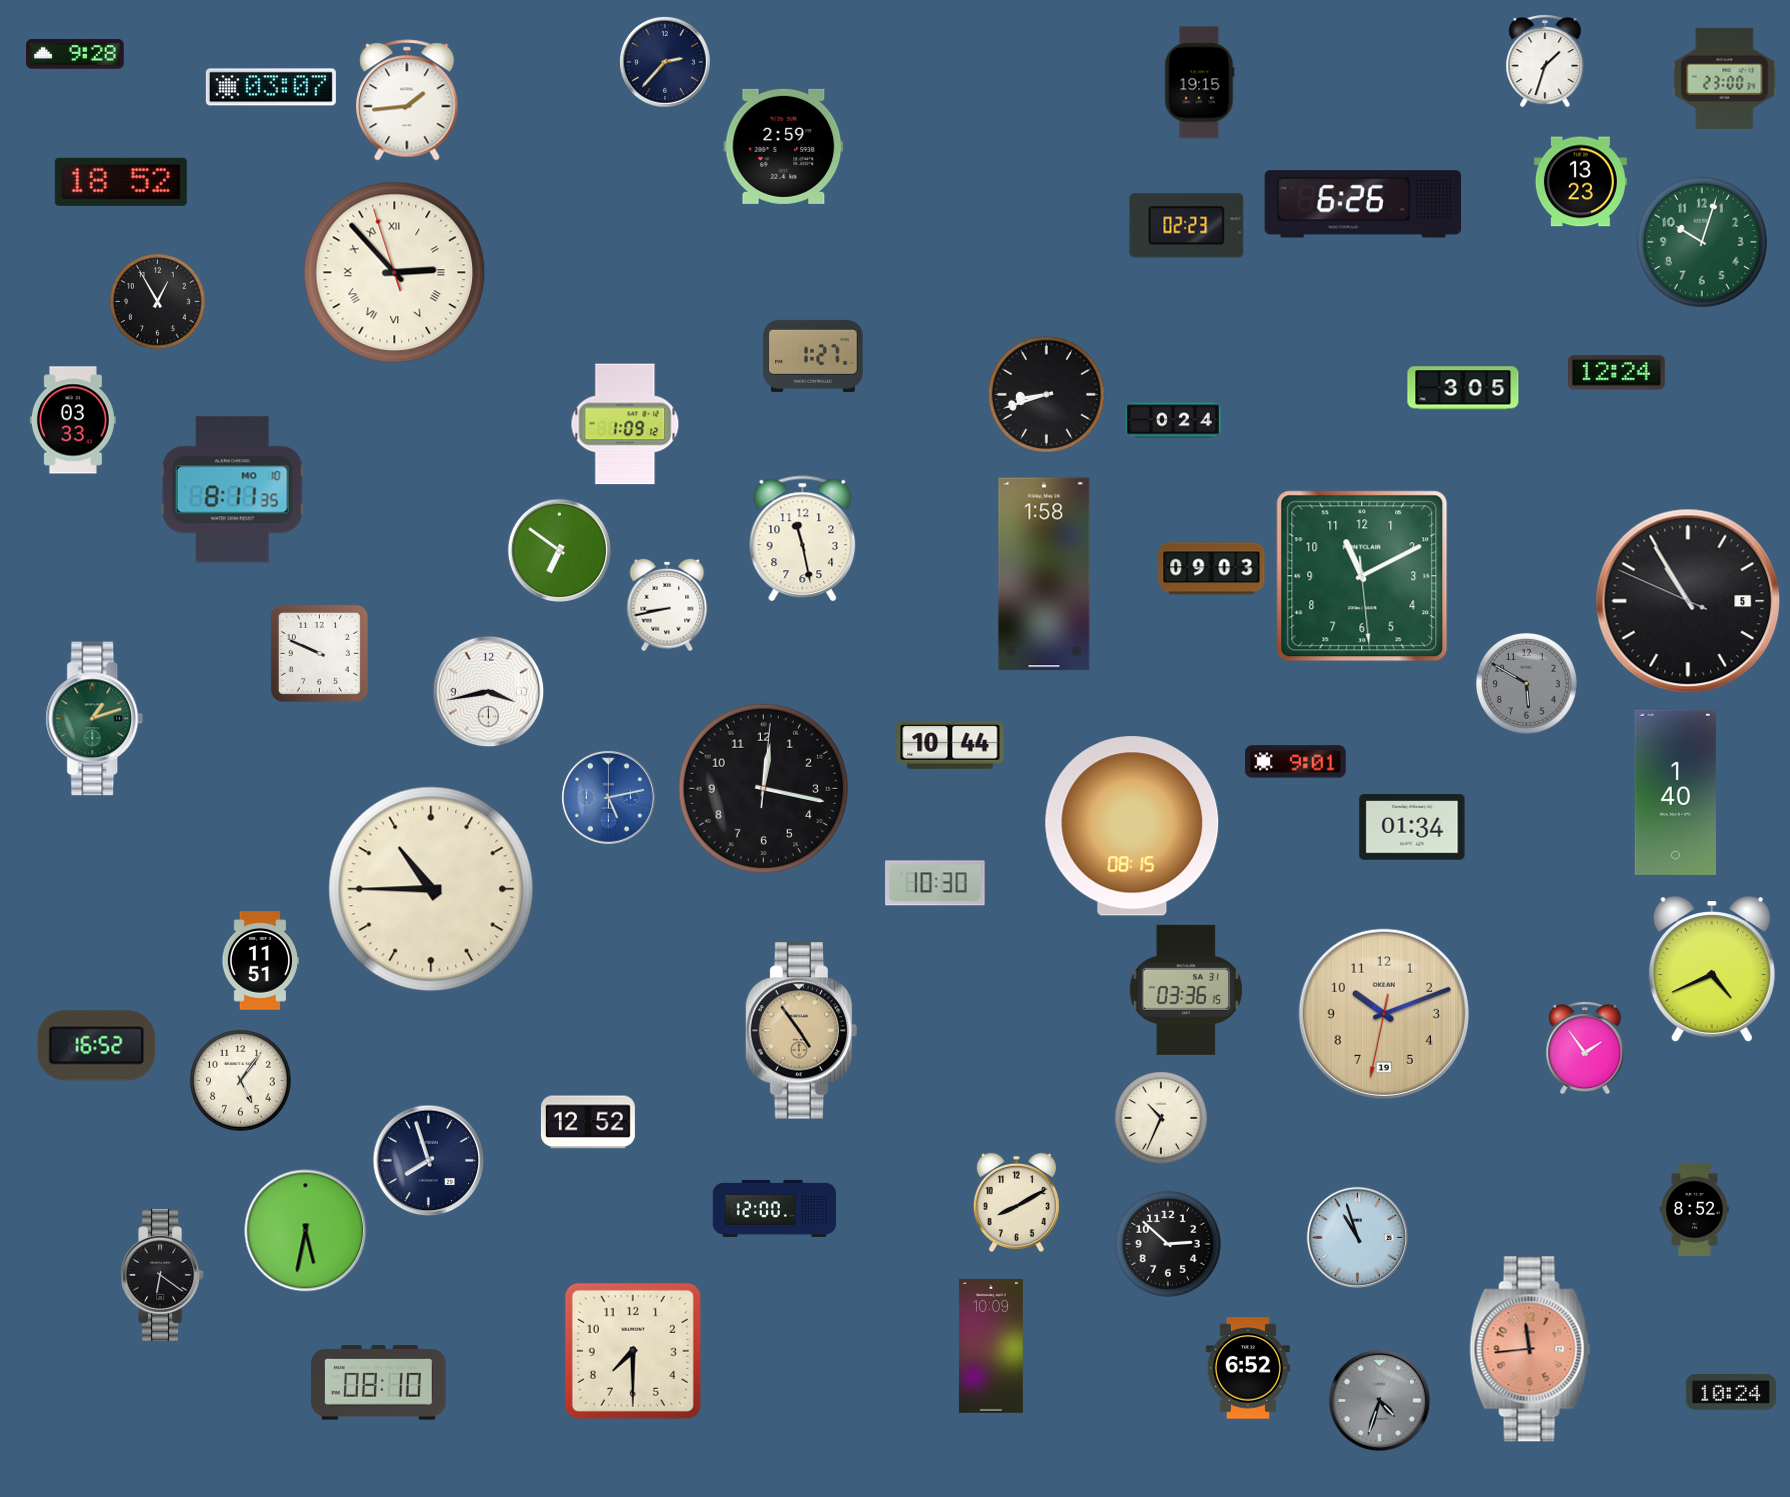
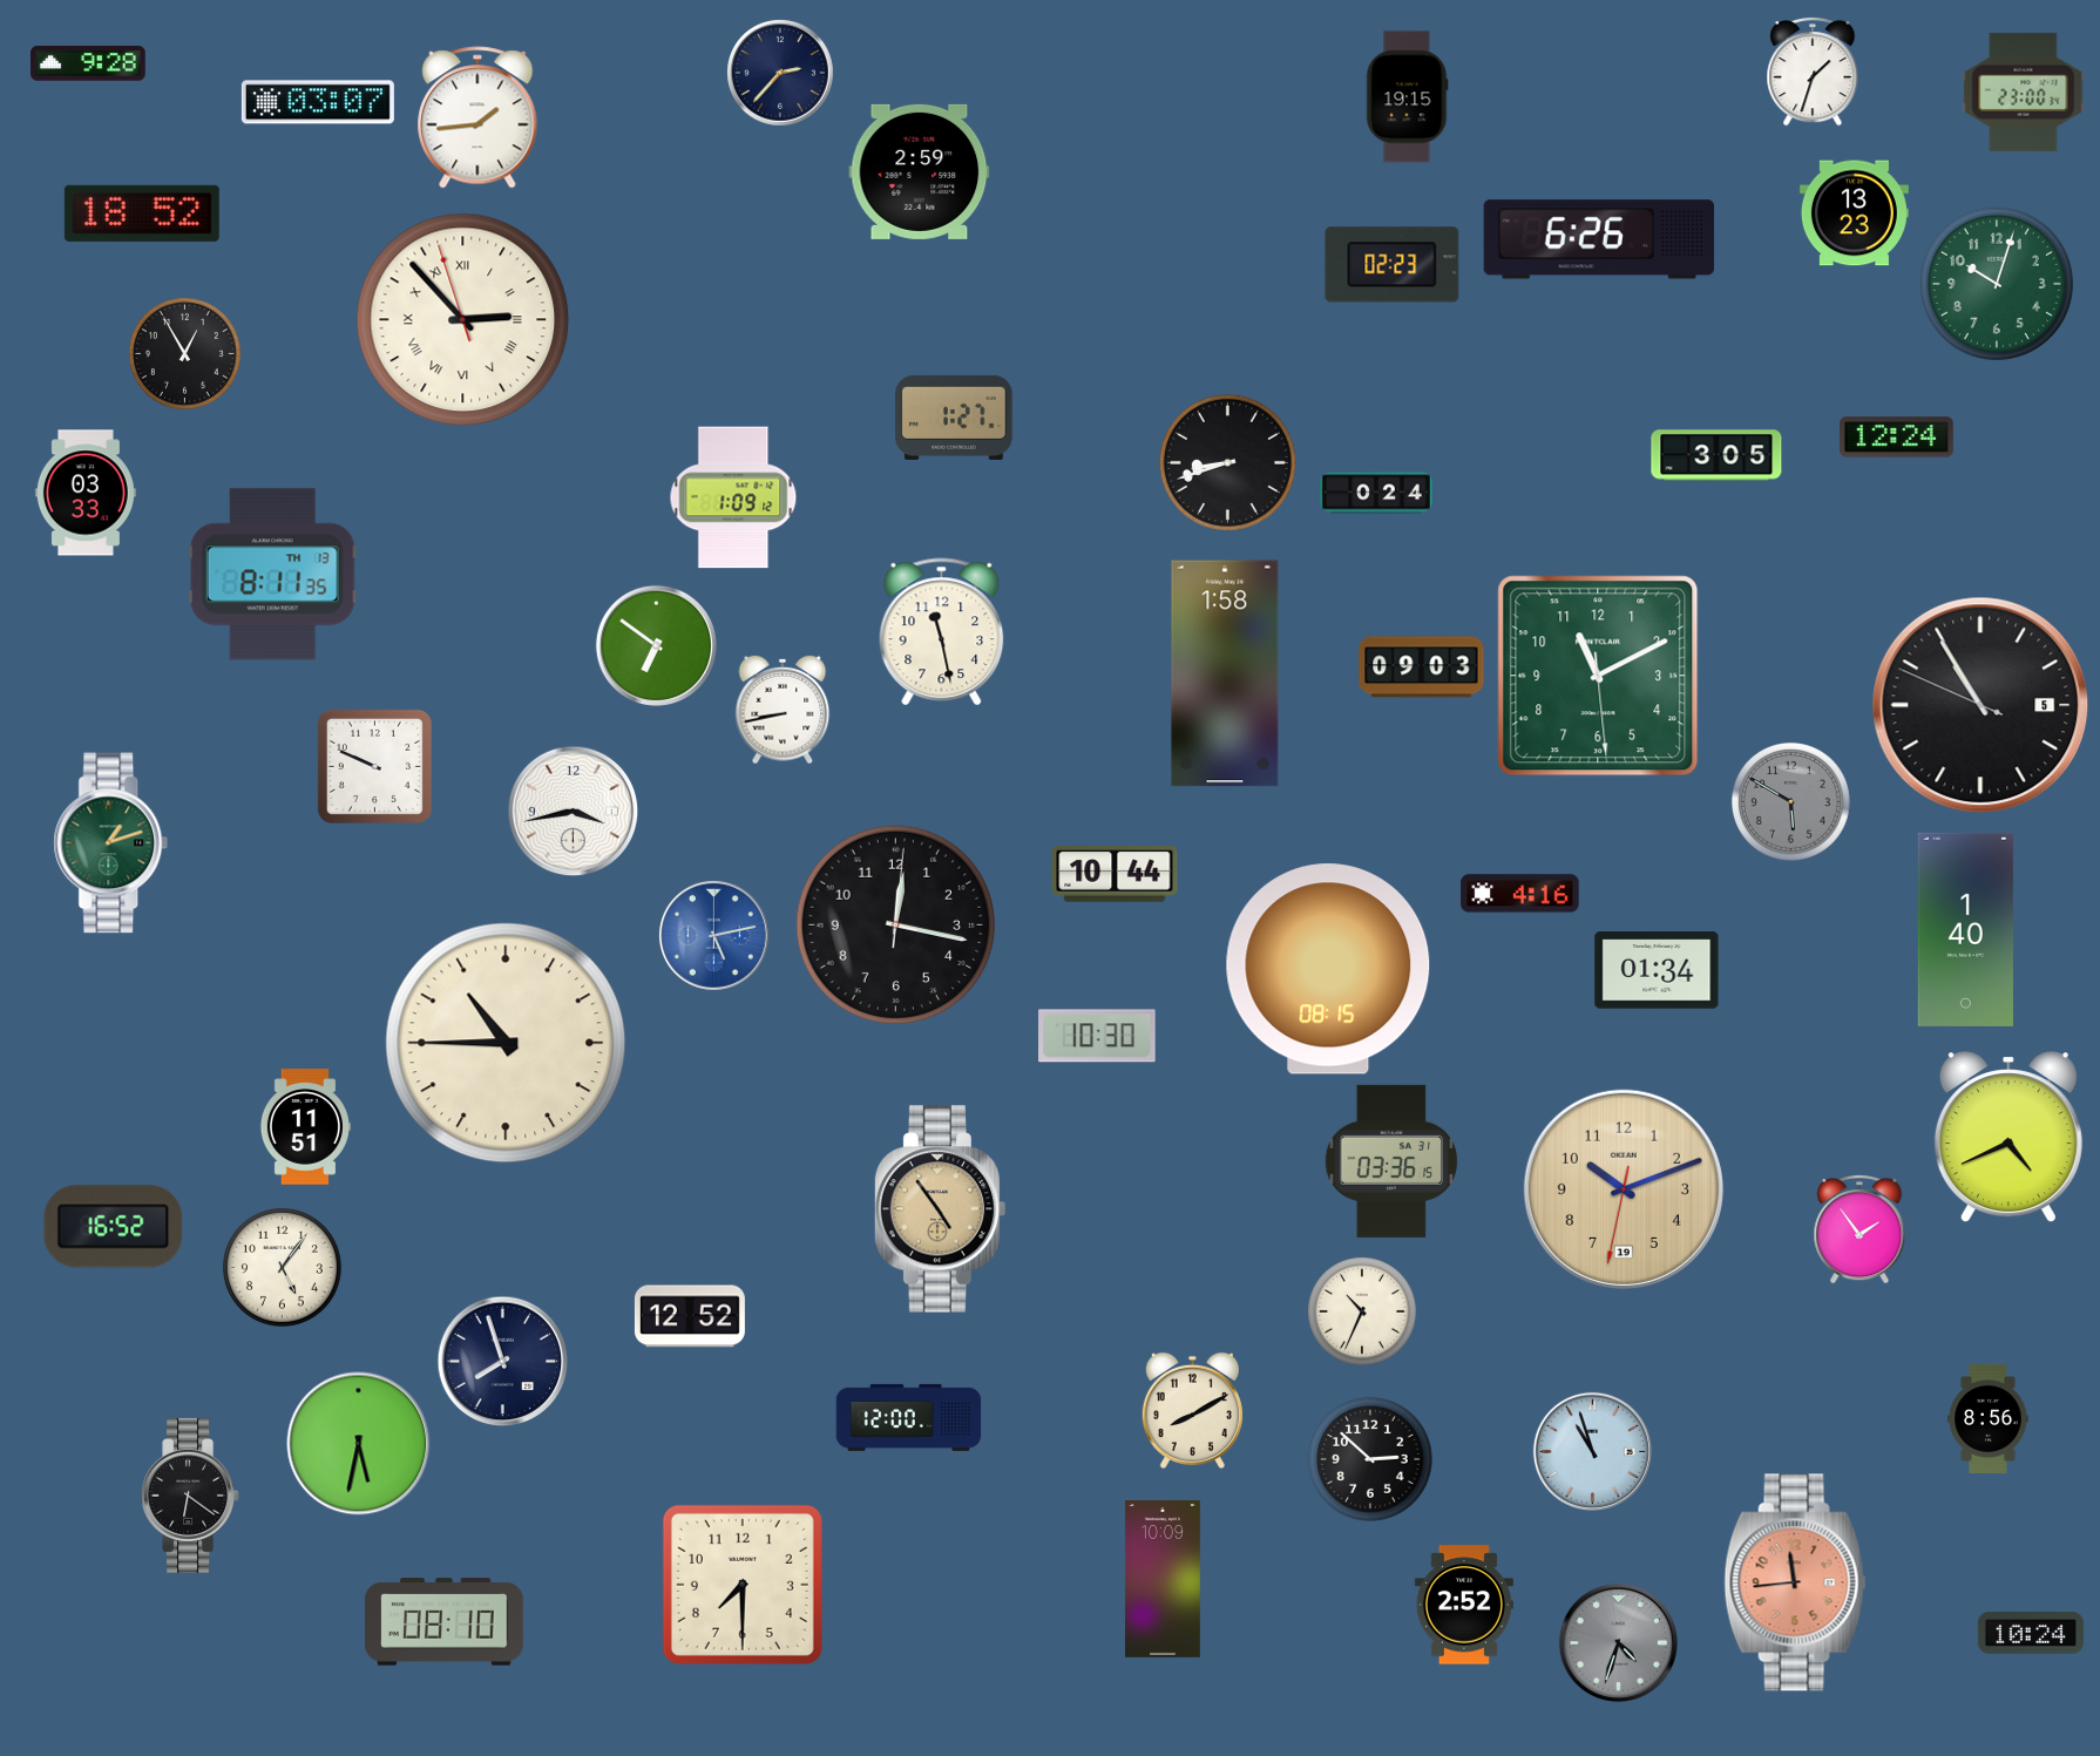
clock at (232, 490) date: MO 10 -> TH 13
clock at (1296, 762): 9:01 -> 4:16
clock at (1695, 1209): 8:52 -> 8:56
clock at (1248, 1368): 6:52 -> 2:52
